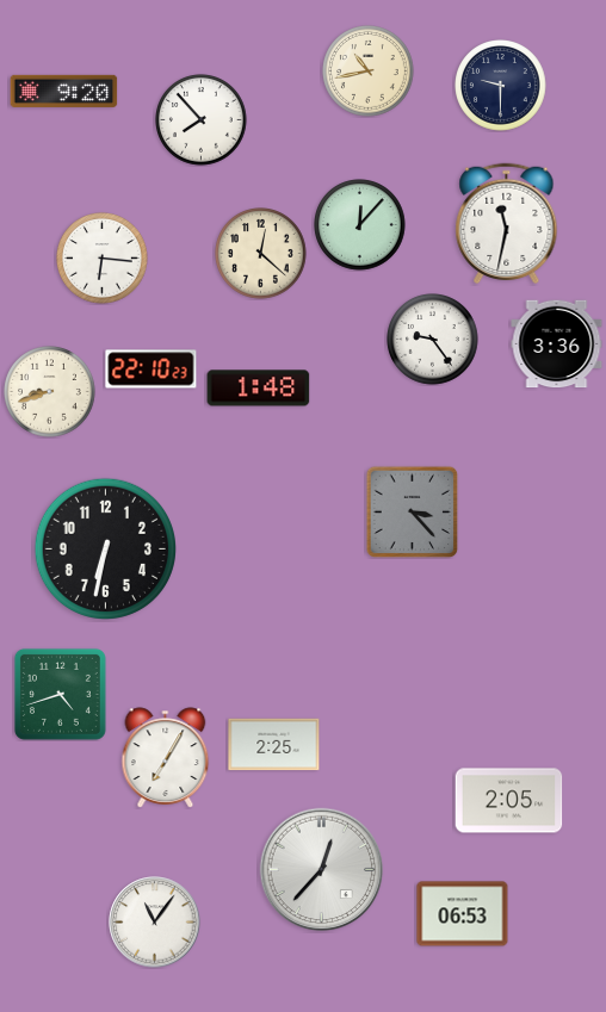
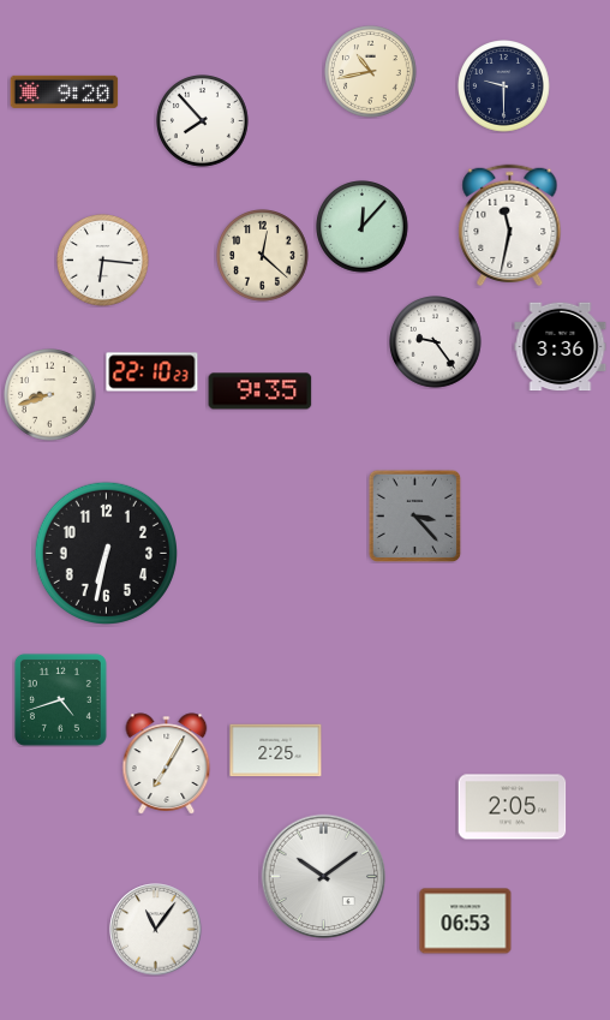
clock at (259, 389): 1:48 -> 9:35
clock at (322, 870): 12:37 -> 10:09
